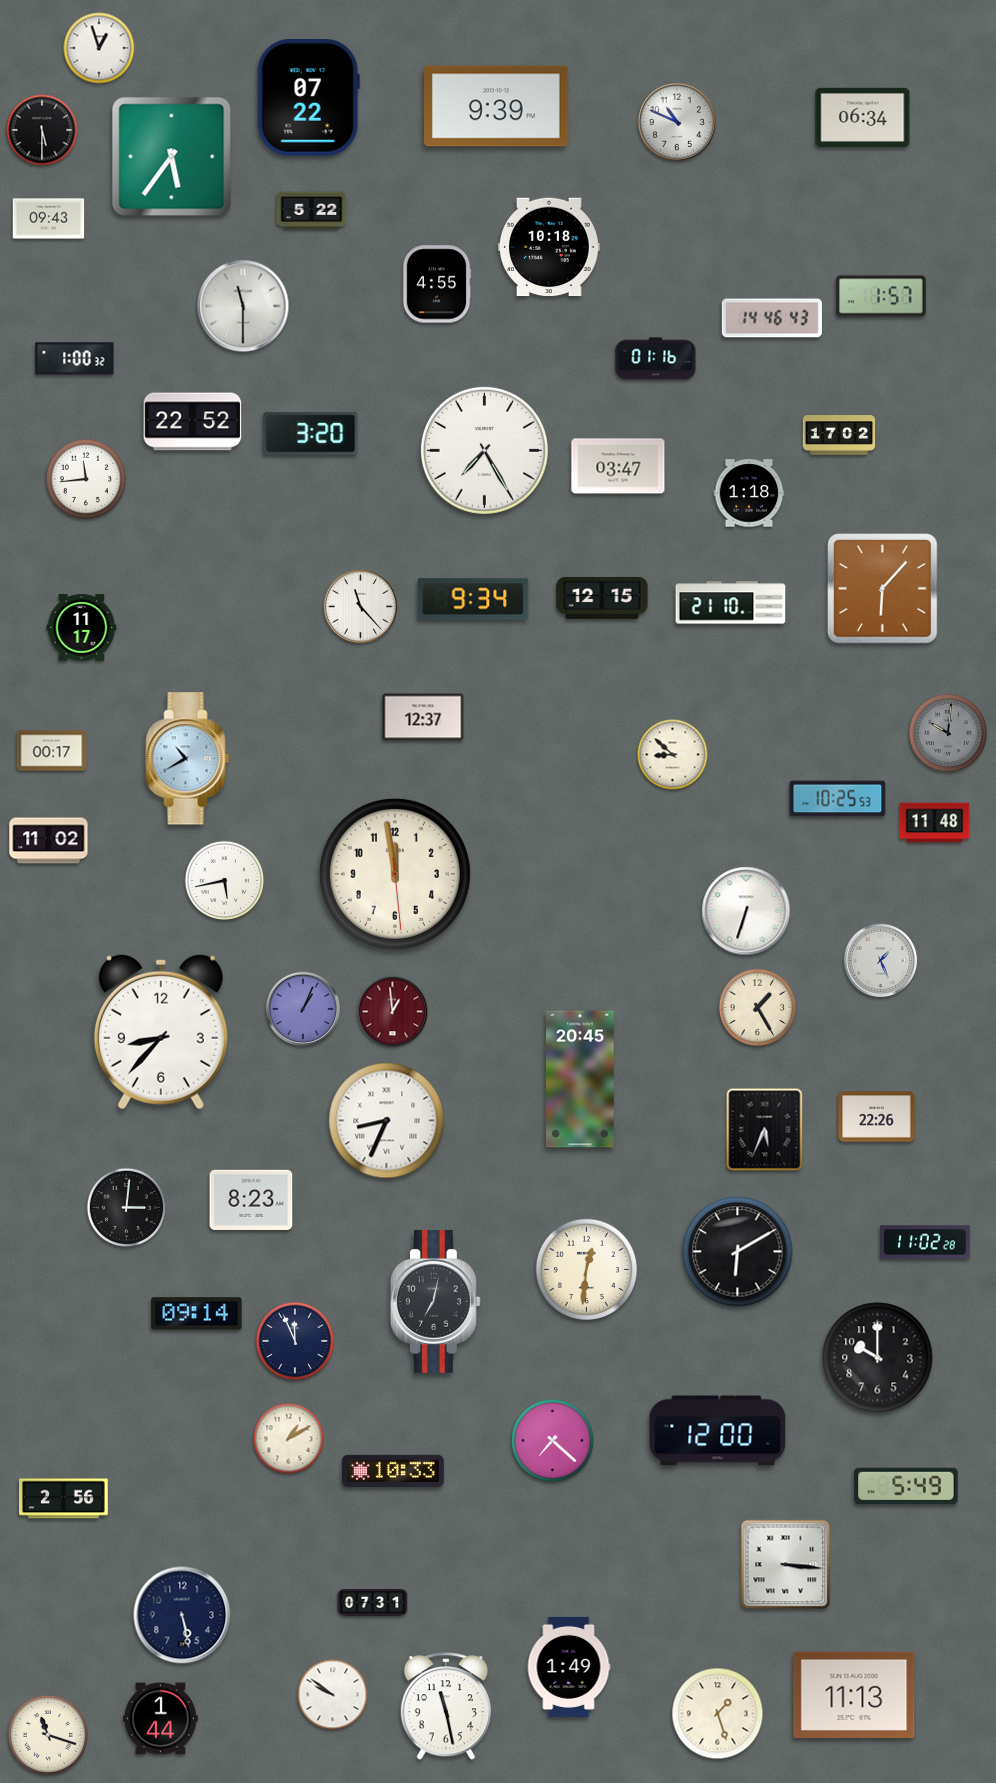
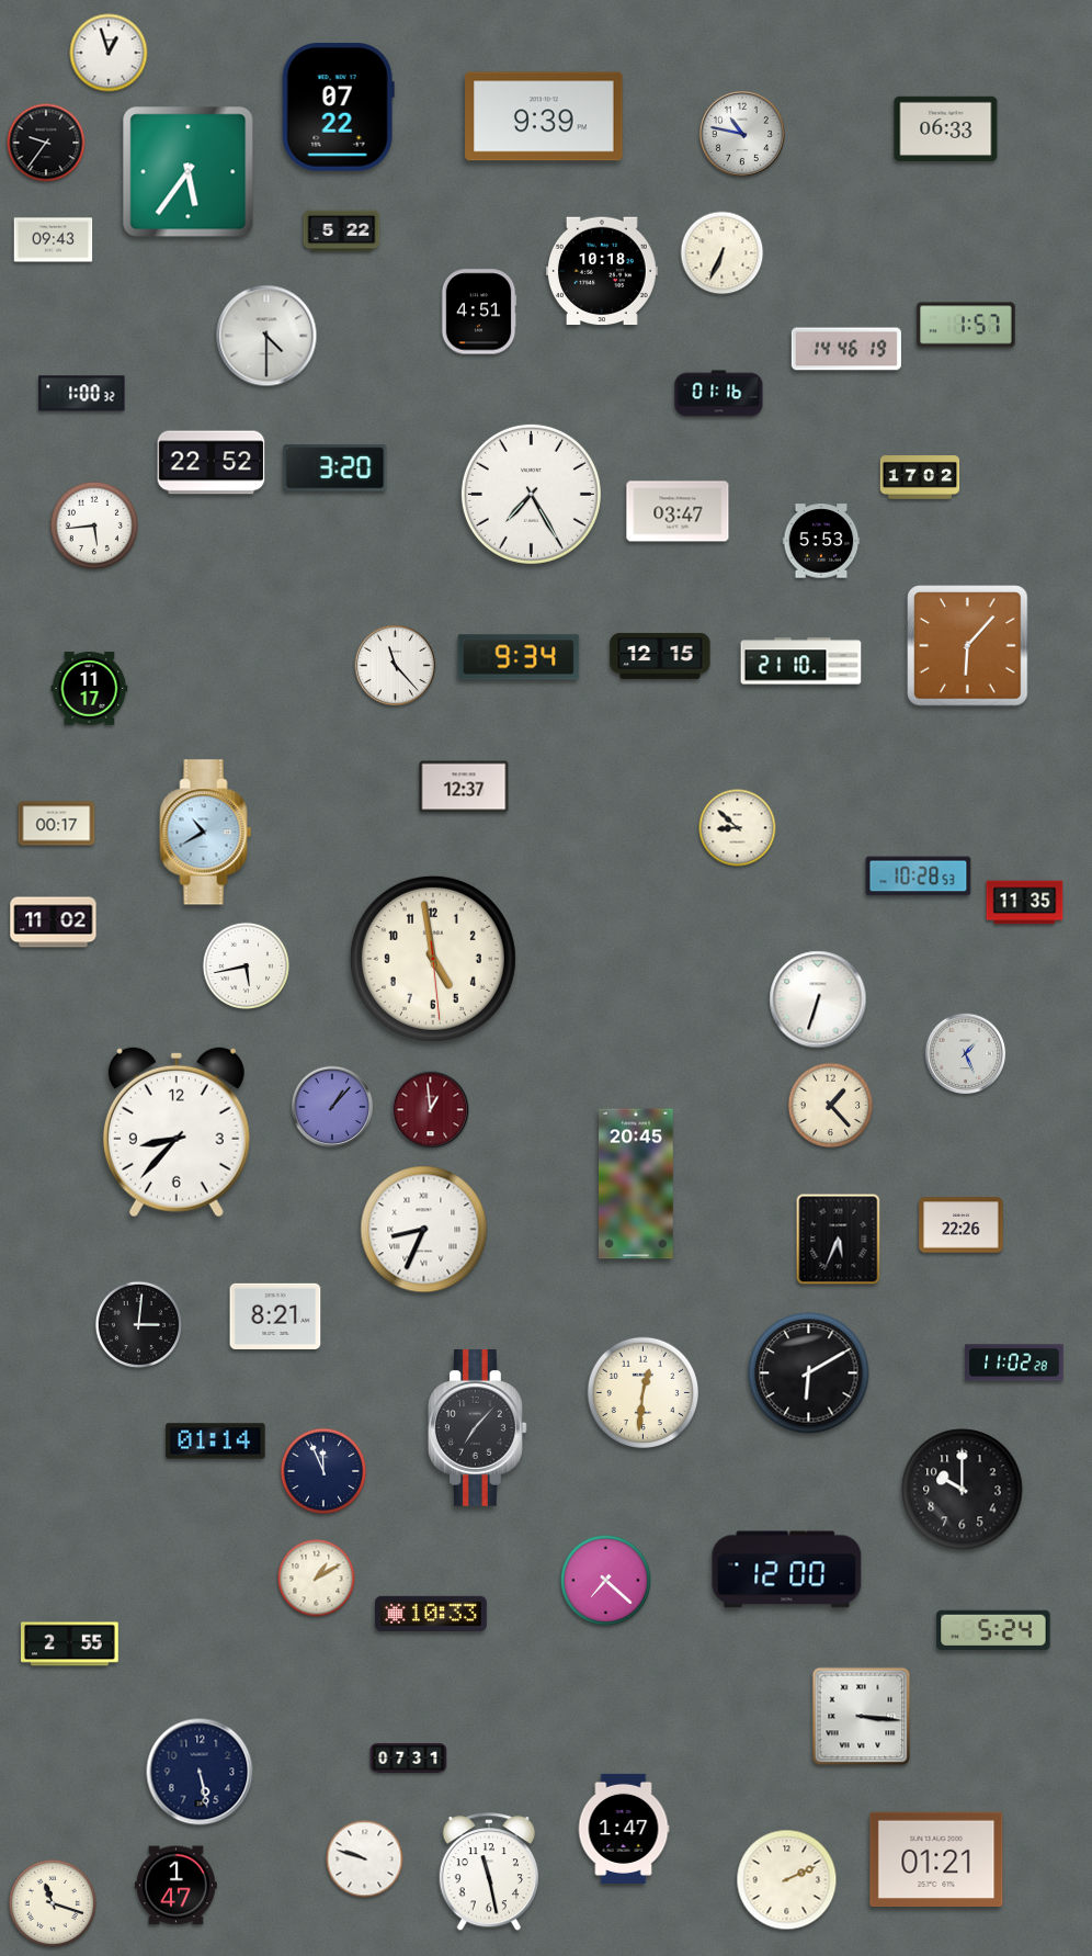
clock at (863, 117): 06:34 -> 06:33
clock at (677, 122): 10:49 -> 10:47
clock at (42, 130): 5:30 -> 9:36
clock at (723, 253): none -> 6:34
clock at (437, 284): 4:55 -> 4:51
clock at (243, 306): 11:30 -> 4:30
clock at (772, 318): 14:46:43 -> 14:46:19
clock at (311, 434) position: (311, 434) -> (335, 468)
clock at (86, 479): 11:44 -> 5:44
clock at (749, 493): 1:18 -> 5:53
clock at (948, 733): 10:01 -> none
clock at (838, 799): 10:25 -> 10:28
clock at (935, 823): 11:48 -> 11:35
clock at (395, 874): 11:58 -> 4:58
clock at (758, 1008): 1:25 -> 1:23
clock at (303, 1009): 1:04 -> 1:07
clock at (251, 1200): 8:23 -> 8:21
clock at (436, 1302): 7:02 -> 7:07
clock at (197, 1314): 09:14 -> 01:14
clock at (906, 1485): 5:49 -> 5:24
clock at (64, 1499): 2:56 -> 2:55
clock at (569, 1667): 1:49 -> 1:47
clock at (854, 1694): 11:13 -> 01:21
clock at (333, 1695): 9:51 -> 9:48
clock at (718, 1714): 1:27 -> 2:11
clock at (160, 1719): 1:44 -> 1:47
